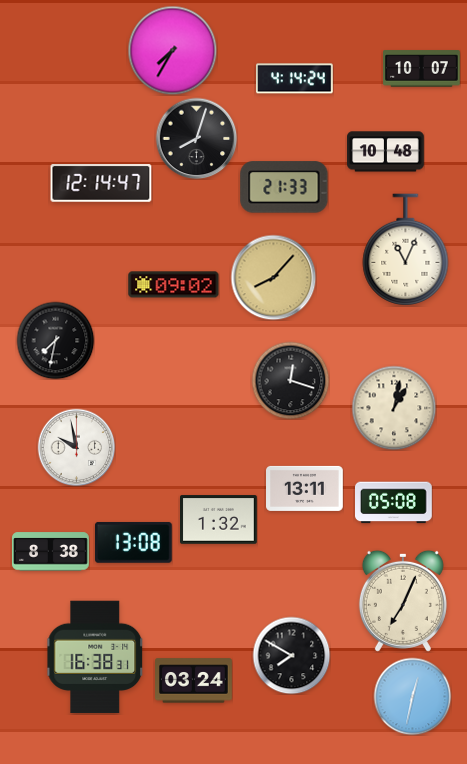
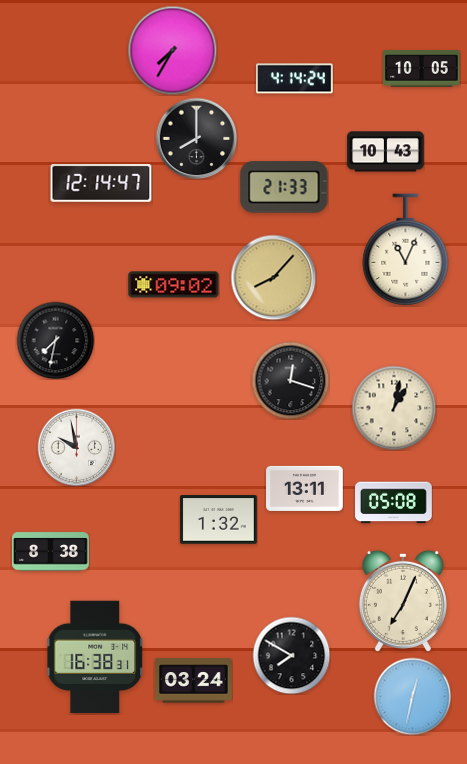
clock at (422, 69): 10:07 -> 10:05
clock at (196, 138): 8:03 -> 8:00
clock at (386, 152): 10:48 -> 10:43
clock at (133, 542): 13:08 -> none
